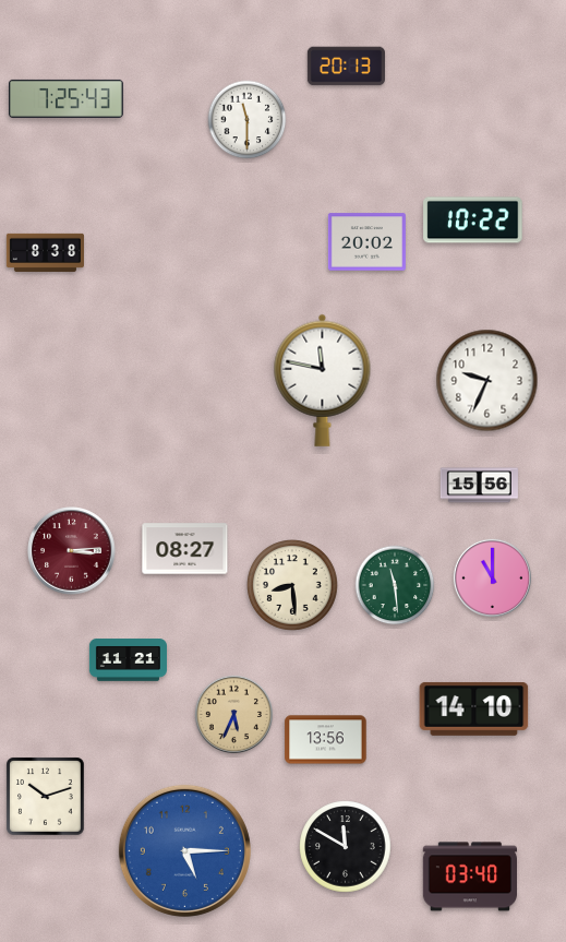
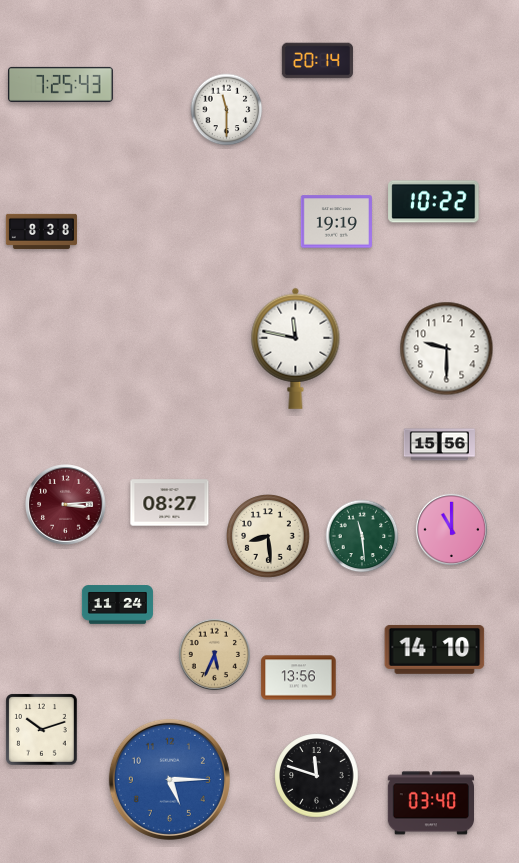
clock at (346, 67): 20:13 -> 20:14
clock at (65, 98) position: (65, 98) -> (60, 84)
clock at (366, 242): 20:02 -> 19:19
clock at (487, 381): 9:34 -> 9:30
clock at (128, 660): 11:21 -> 11:24
clock at (346, 847): 11:50 -> 11:48
